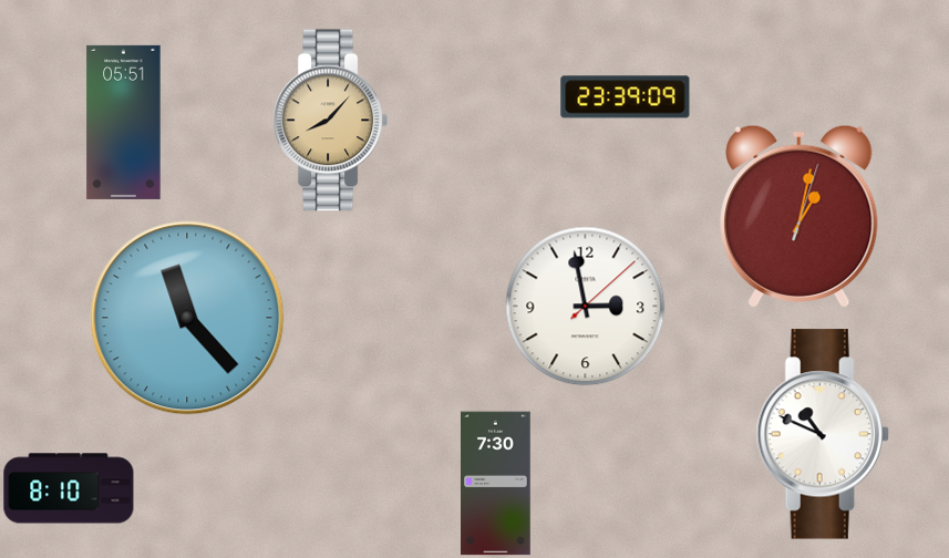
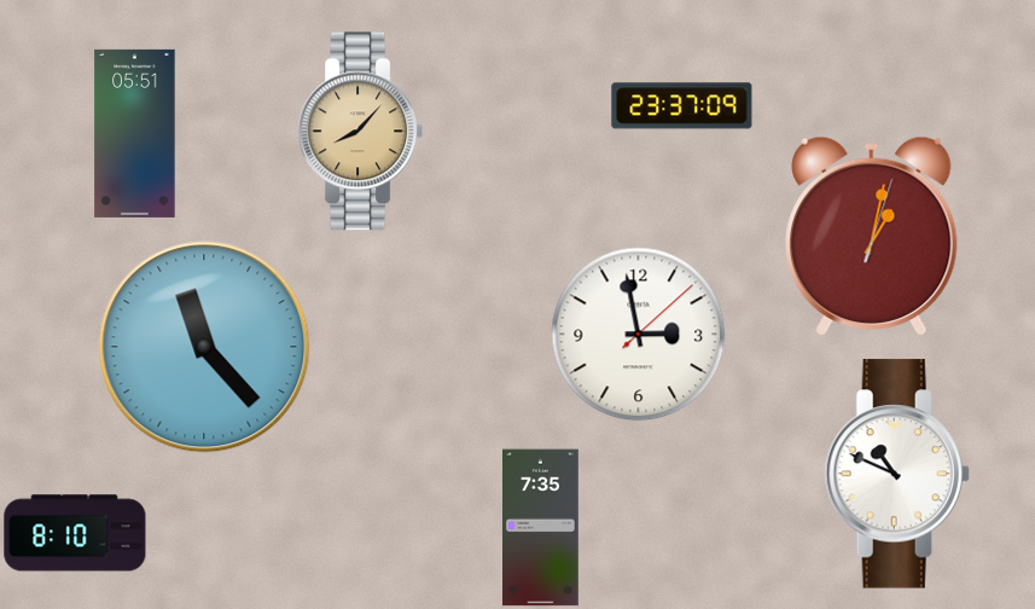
clock at (626, 97): 23:39 -> 23:37
clock at (496, 484): 7:30 -> 7:35
